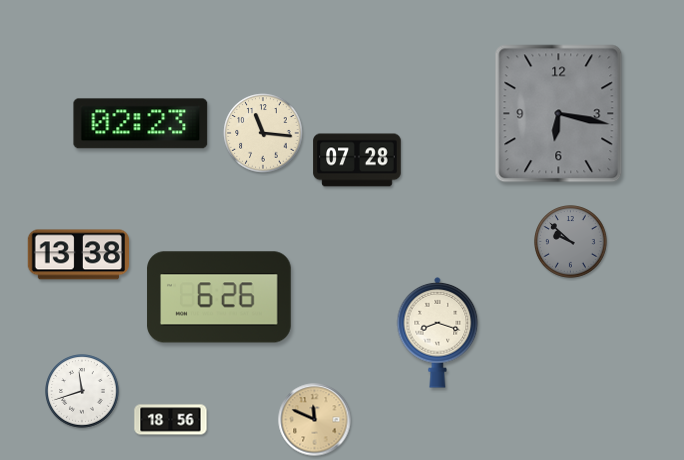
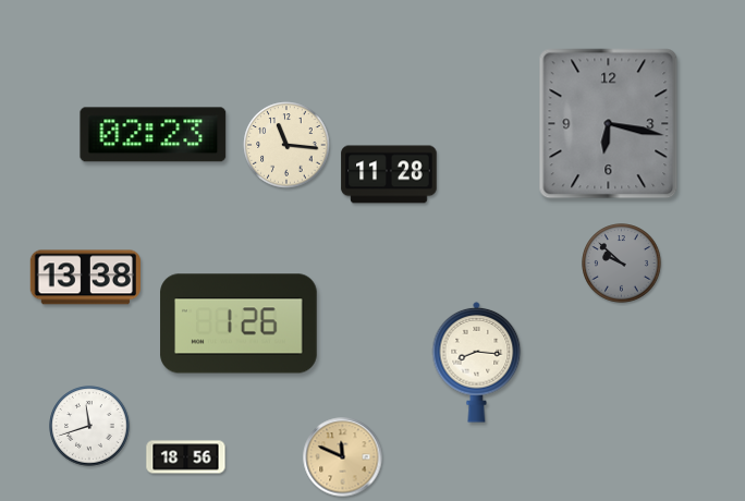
clock at (357, 160): 07:28 -> 11:28
clock at (219, 297): 6:26 -> 1:26
clock at (438, 332): 8:18 -> 8:16
